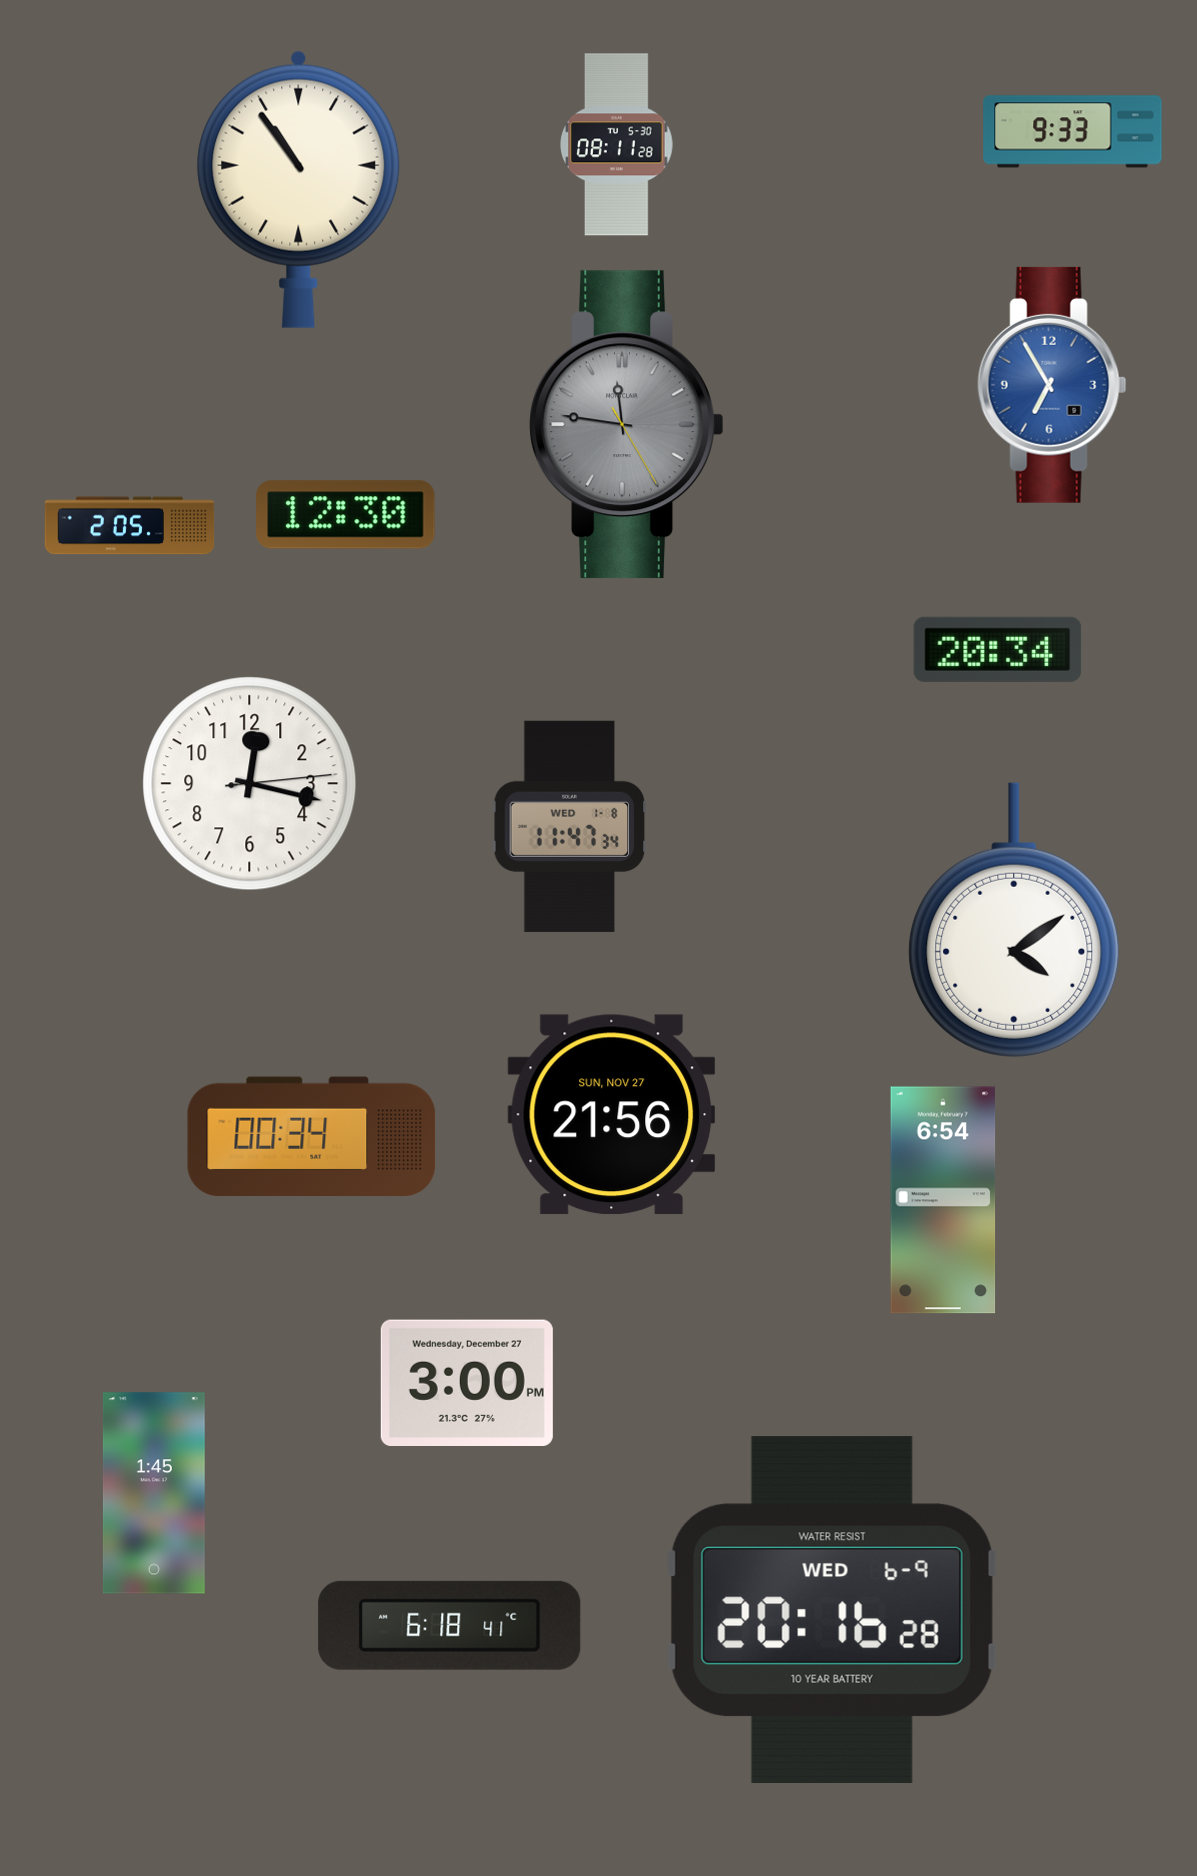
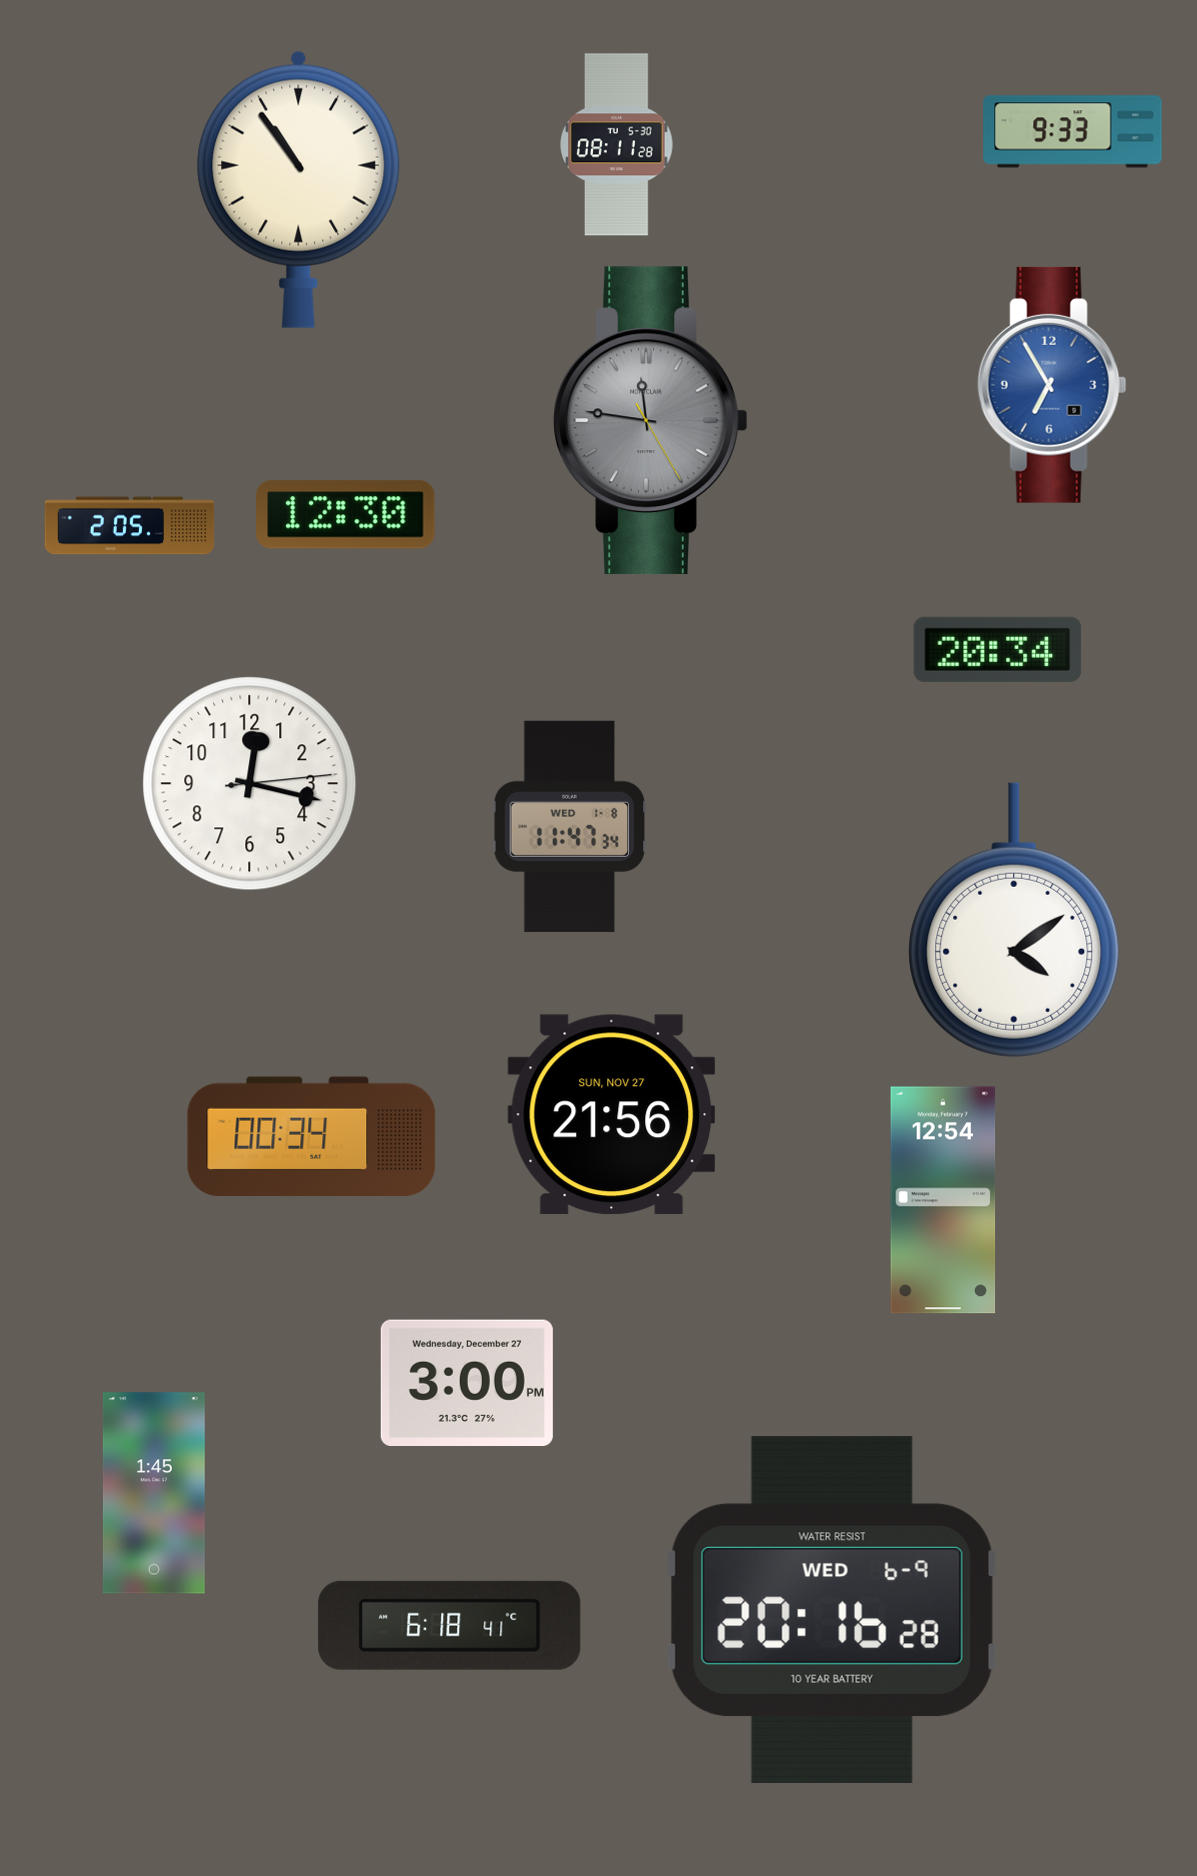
clock at (627, 425) position: (627, 425) -> (651, 421)
clock at (943, 1200): 6:54 -> 12:54
